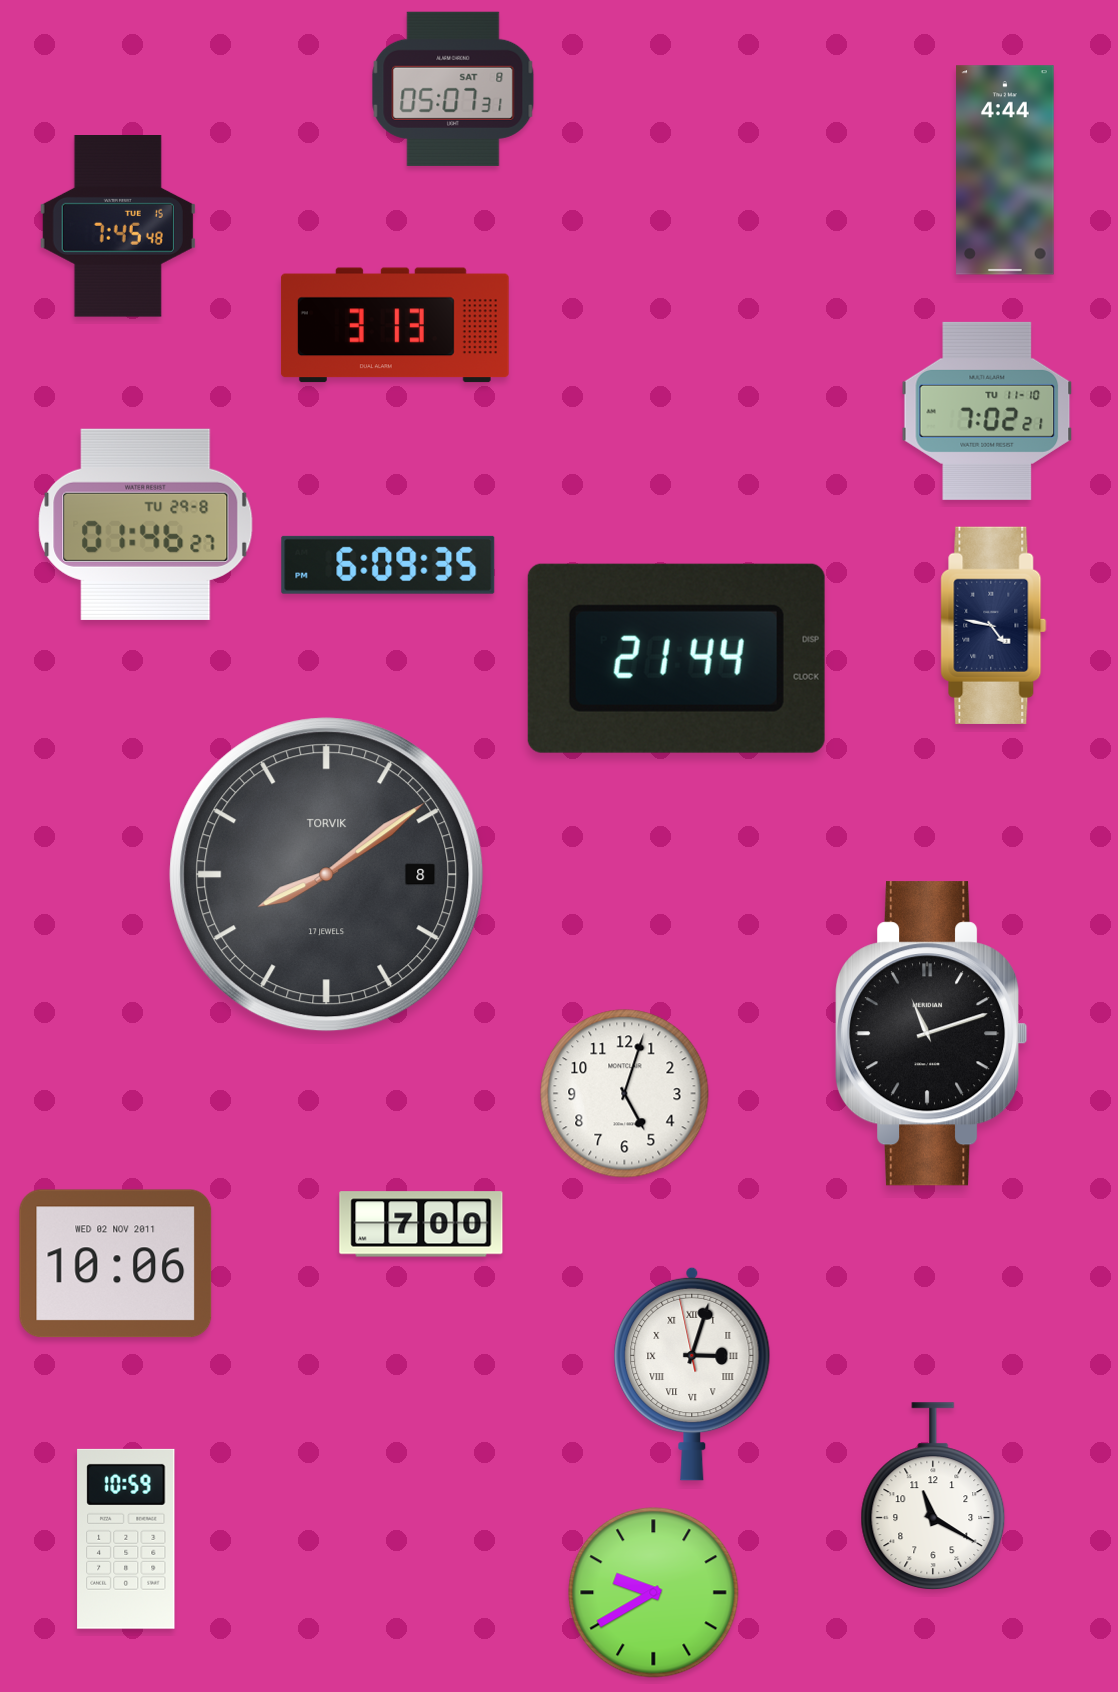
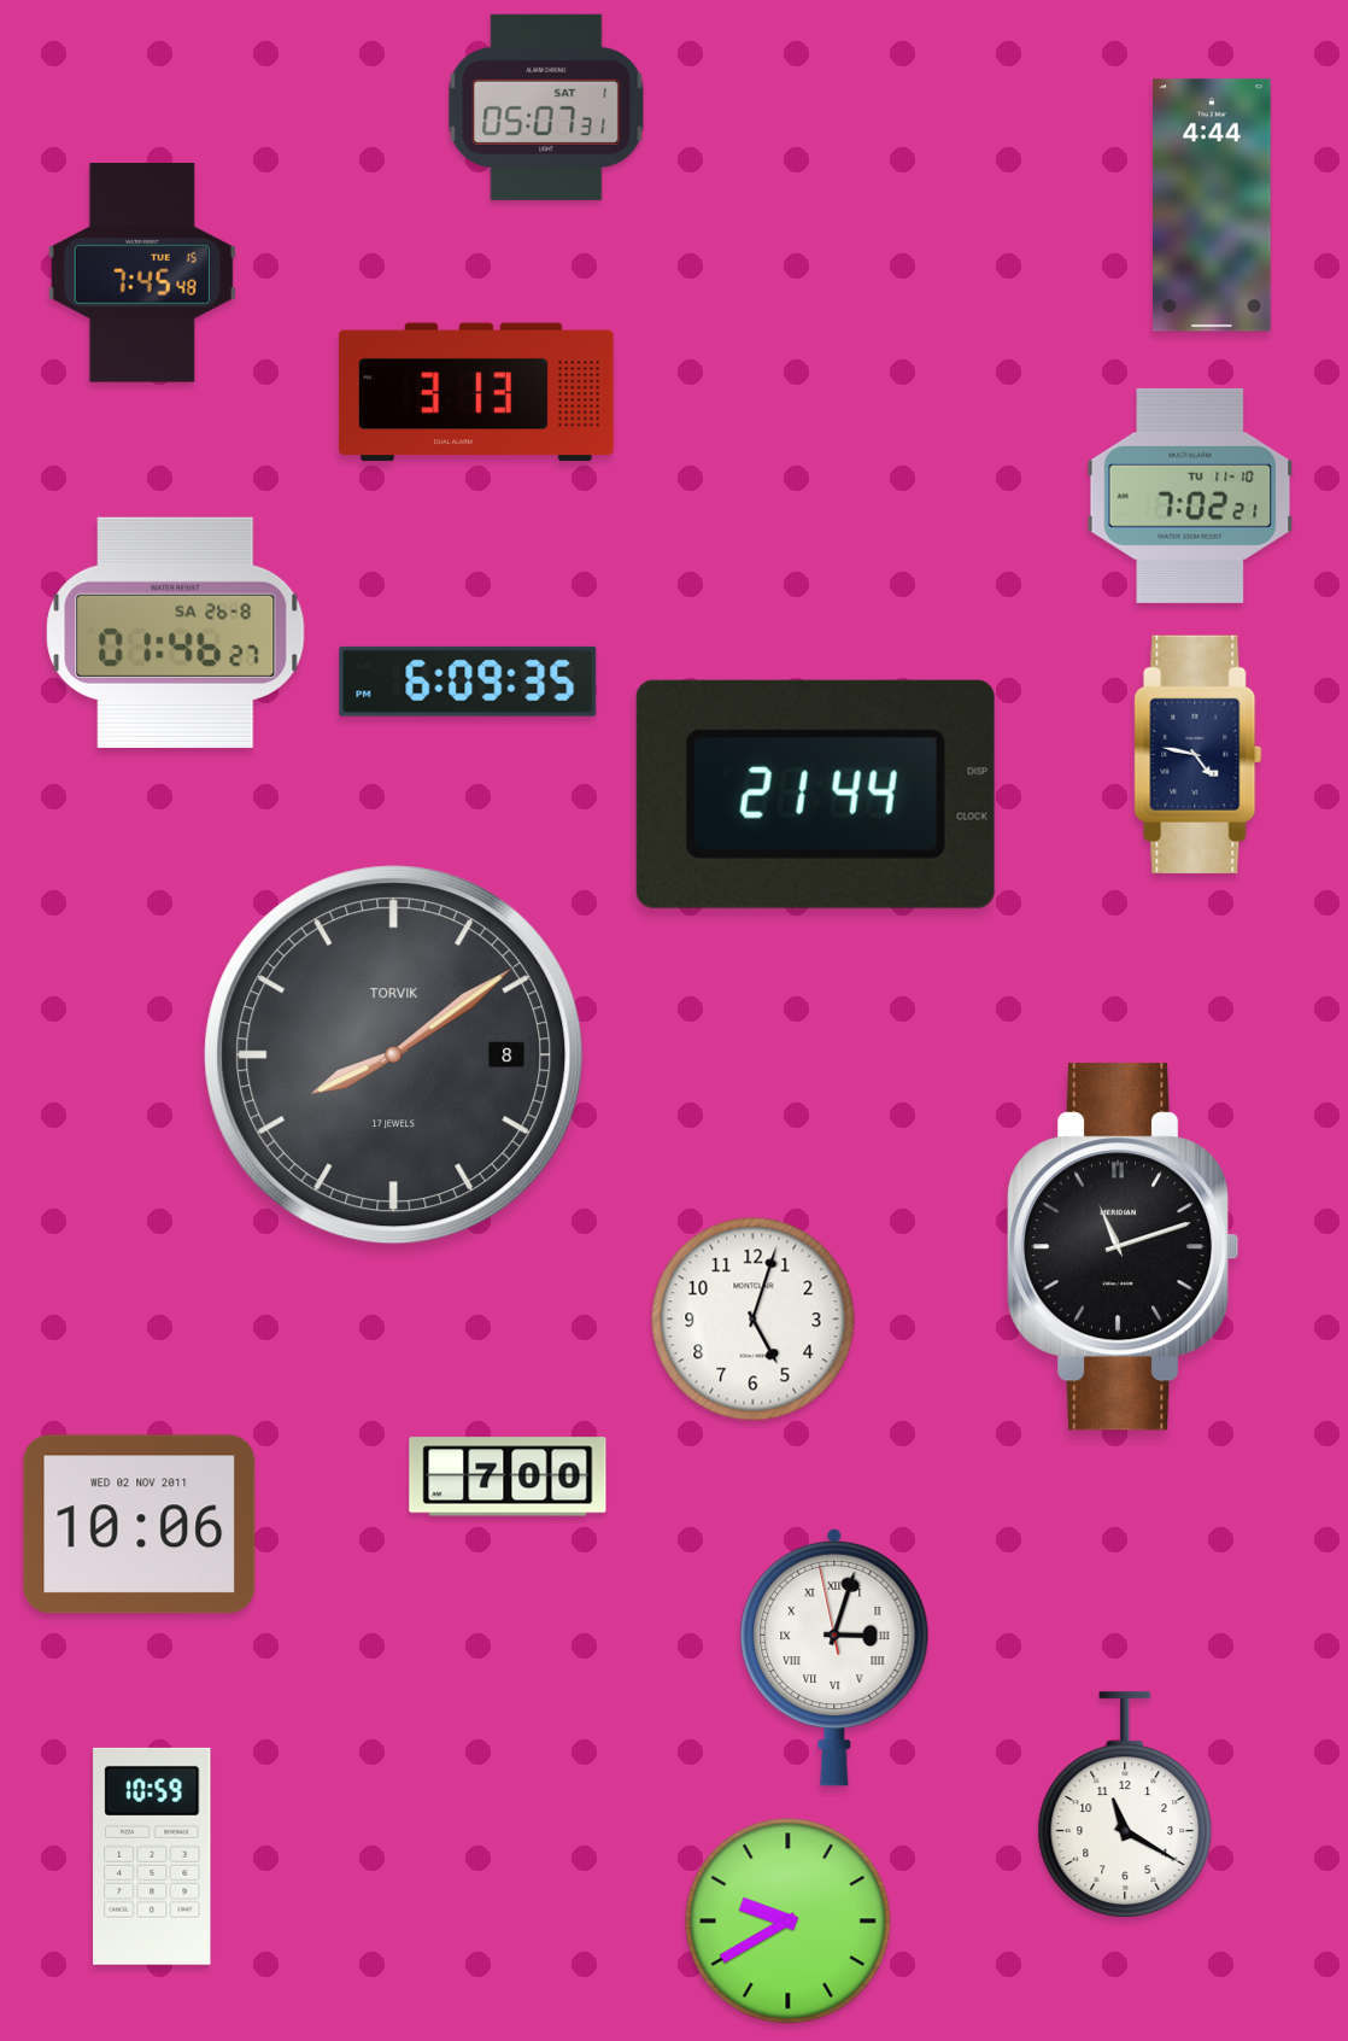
clock at (453, 89) date: SAT 8 -> SAT 1
clock at (146, 524) date: TU 29-8 -> SA 26-8
